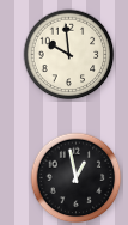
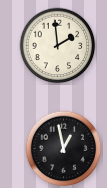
clock at (69, 55): 9:59 -> 1:59
